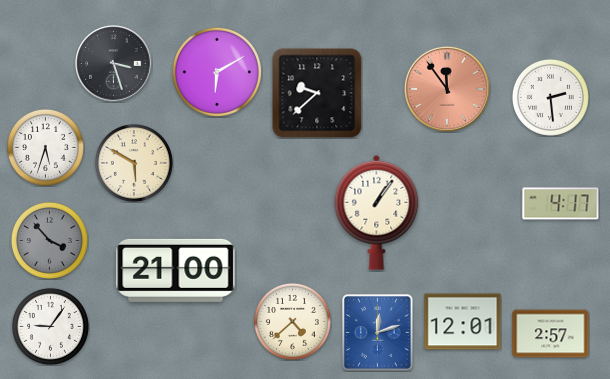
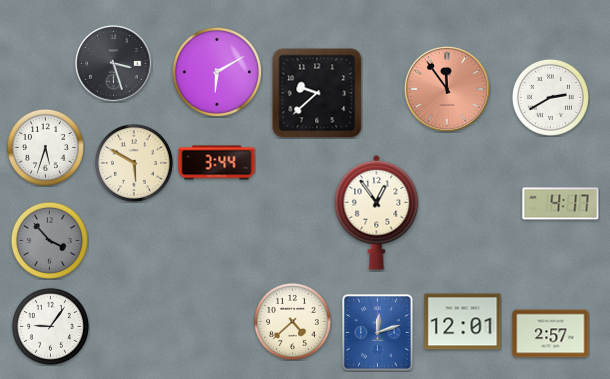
clock at (550, 97): 2:29 -> 2:40
clock at (217, 163): none -> 3:44
clock at (377, 212): 1:06 -> 12:54
clock at (176, 270): 21:00 -> none
